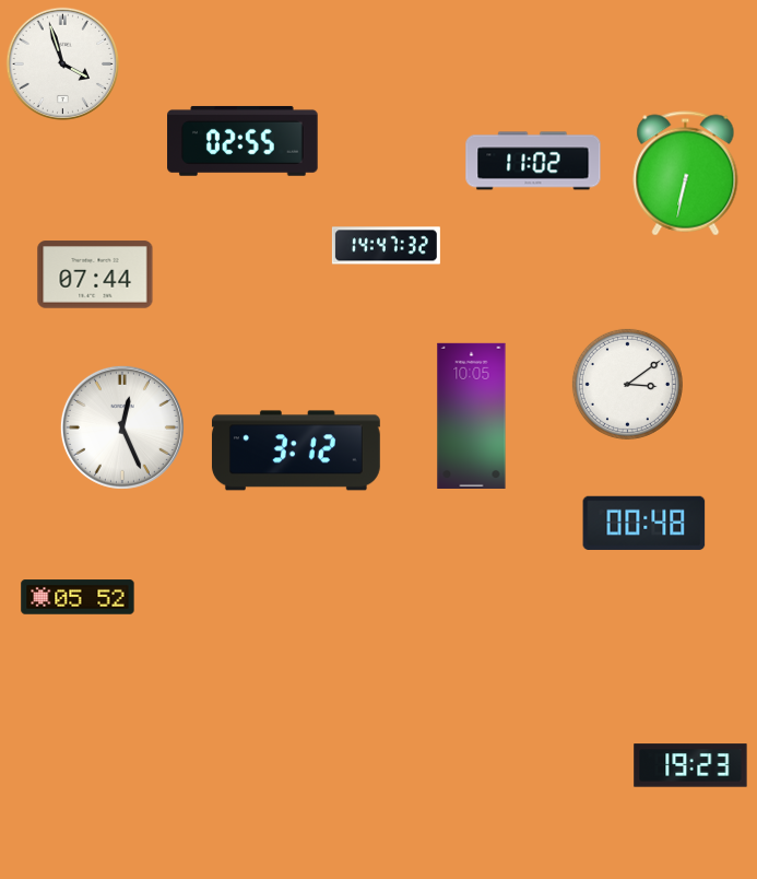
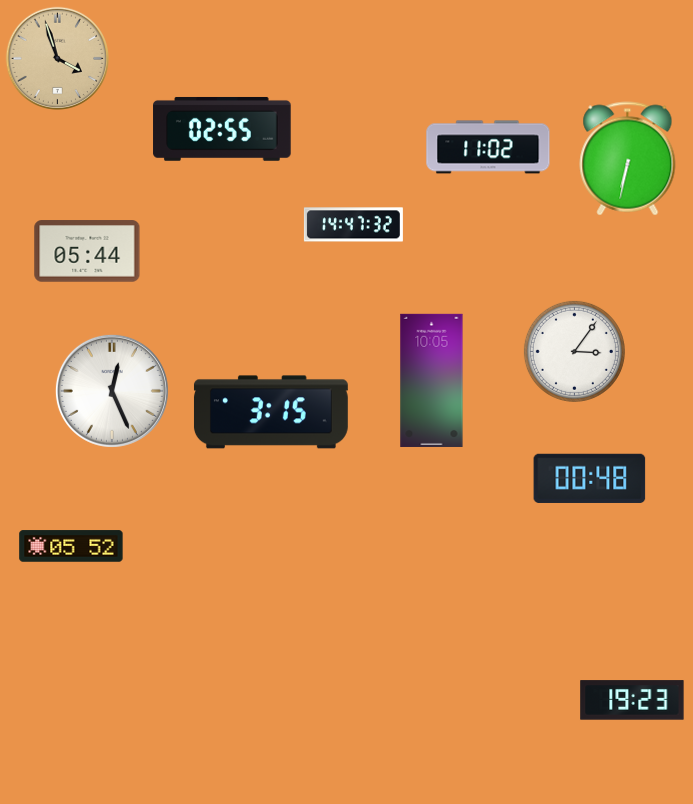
clock at (62, 63) dial: white -> champagne
clock at (95, 274): 07:44 -> 05:44
clock at (627, 384): 3:09 -> 3:06
clock at (296, 450): 3:12 -> 3:15
